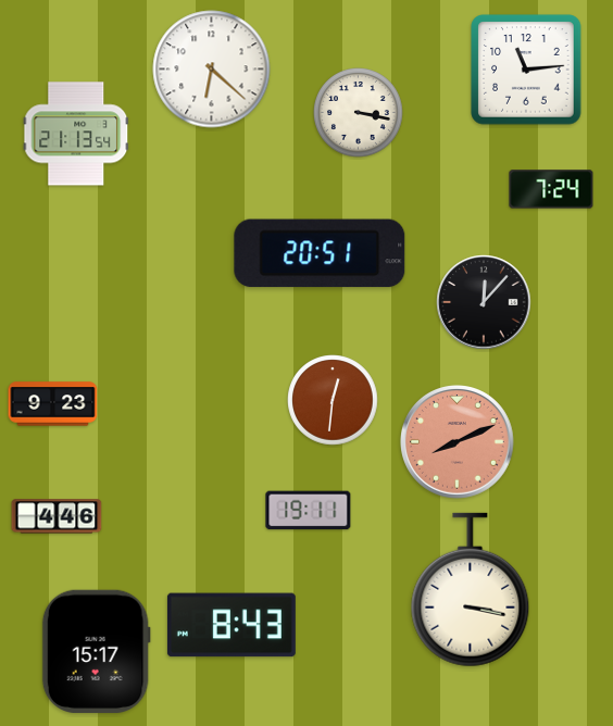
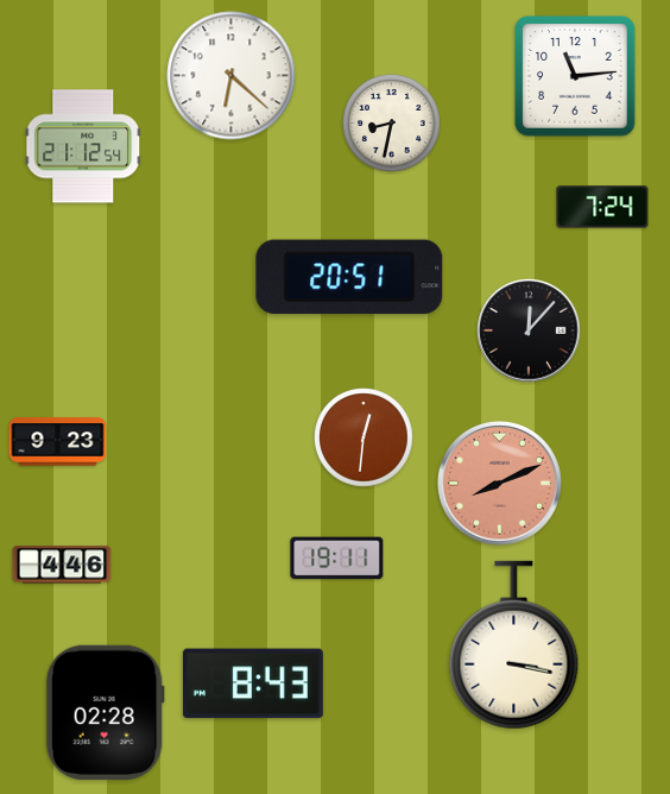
clock at (359, 113): 3:17 -> 8:32
clock at (76, 134): 21:13 -> 21:12
clock at (96, 651): 15:17 -> 02:28
